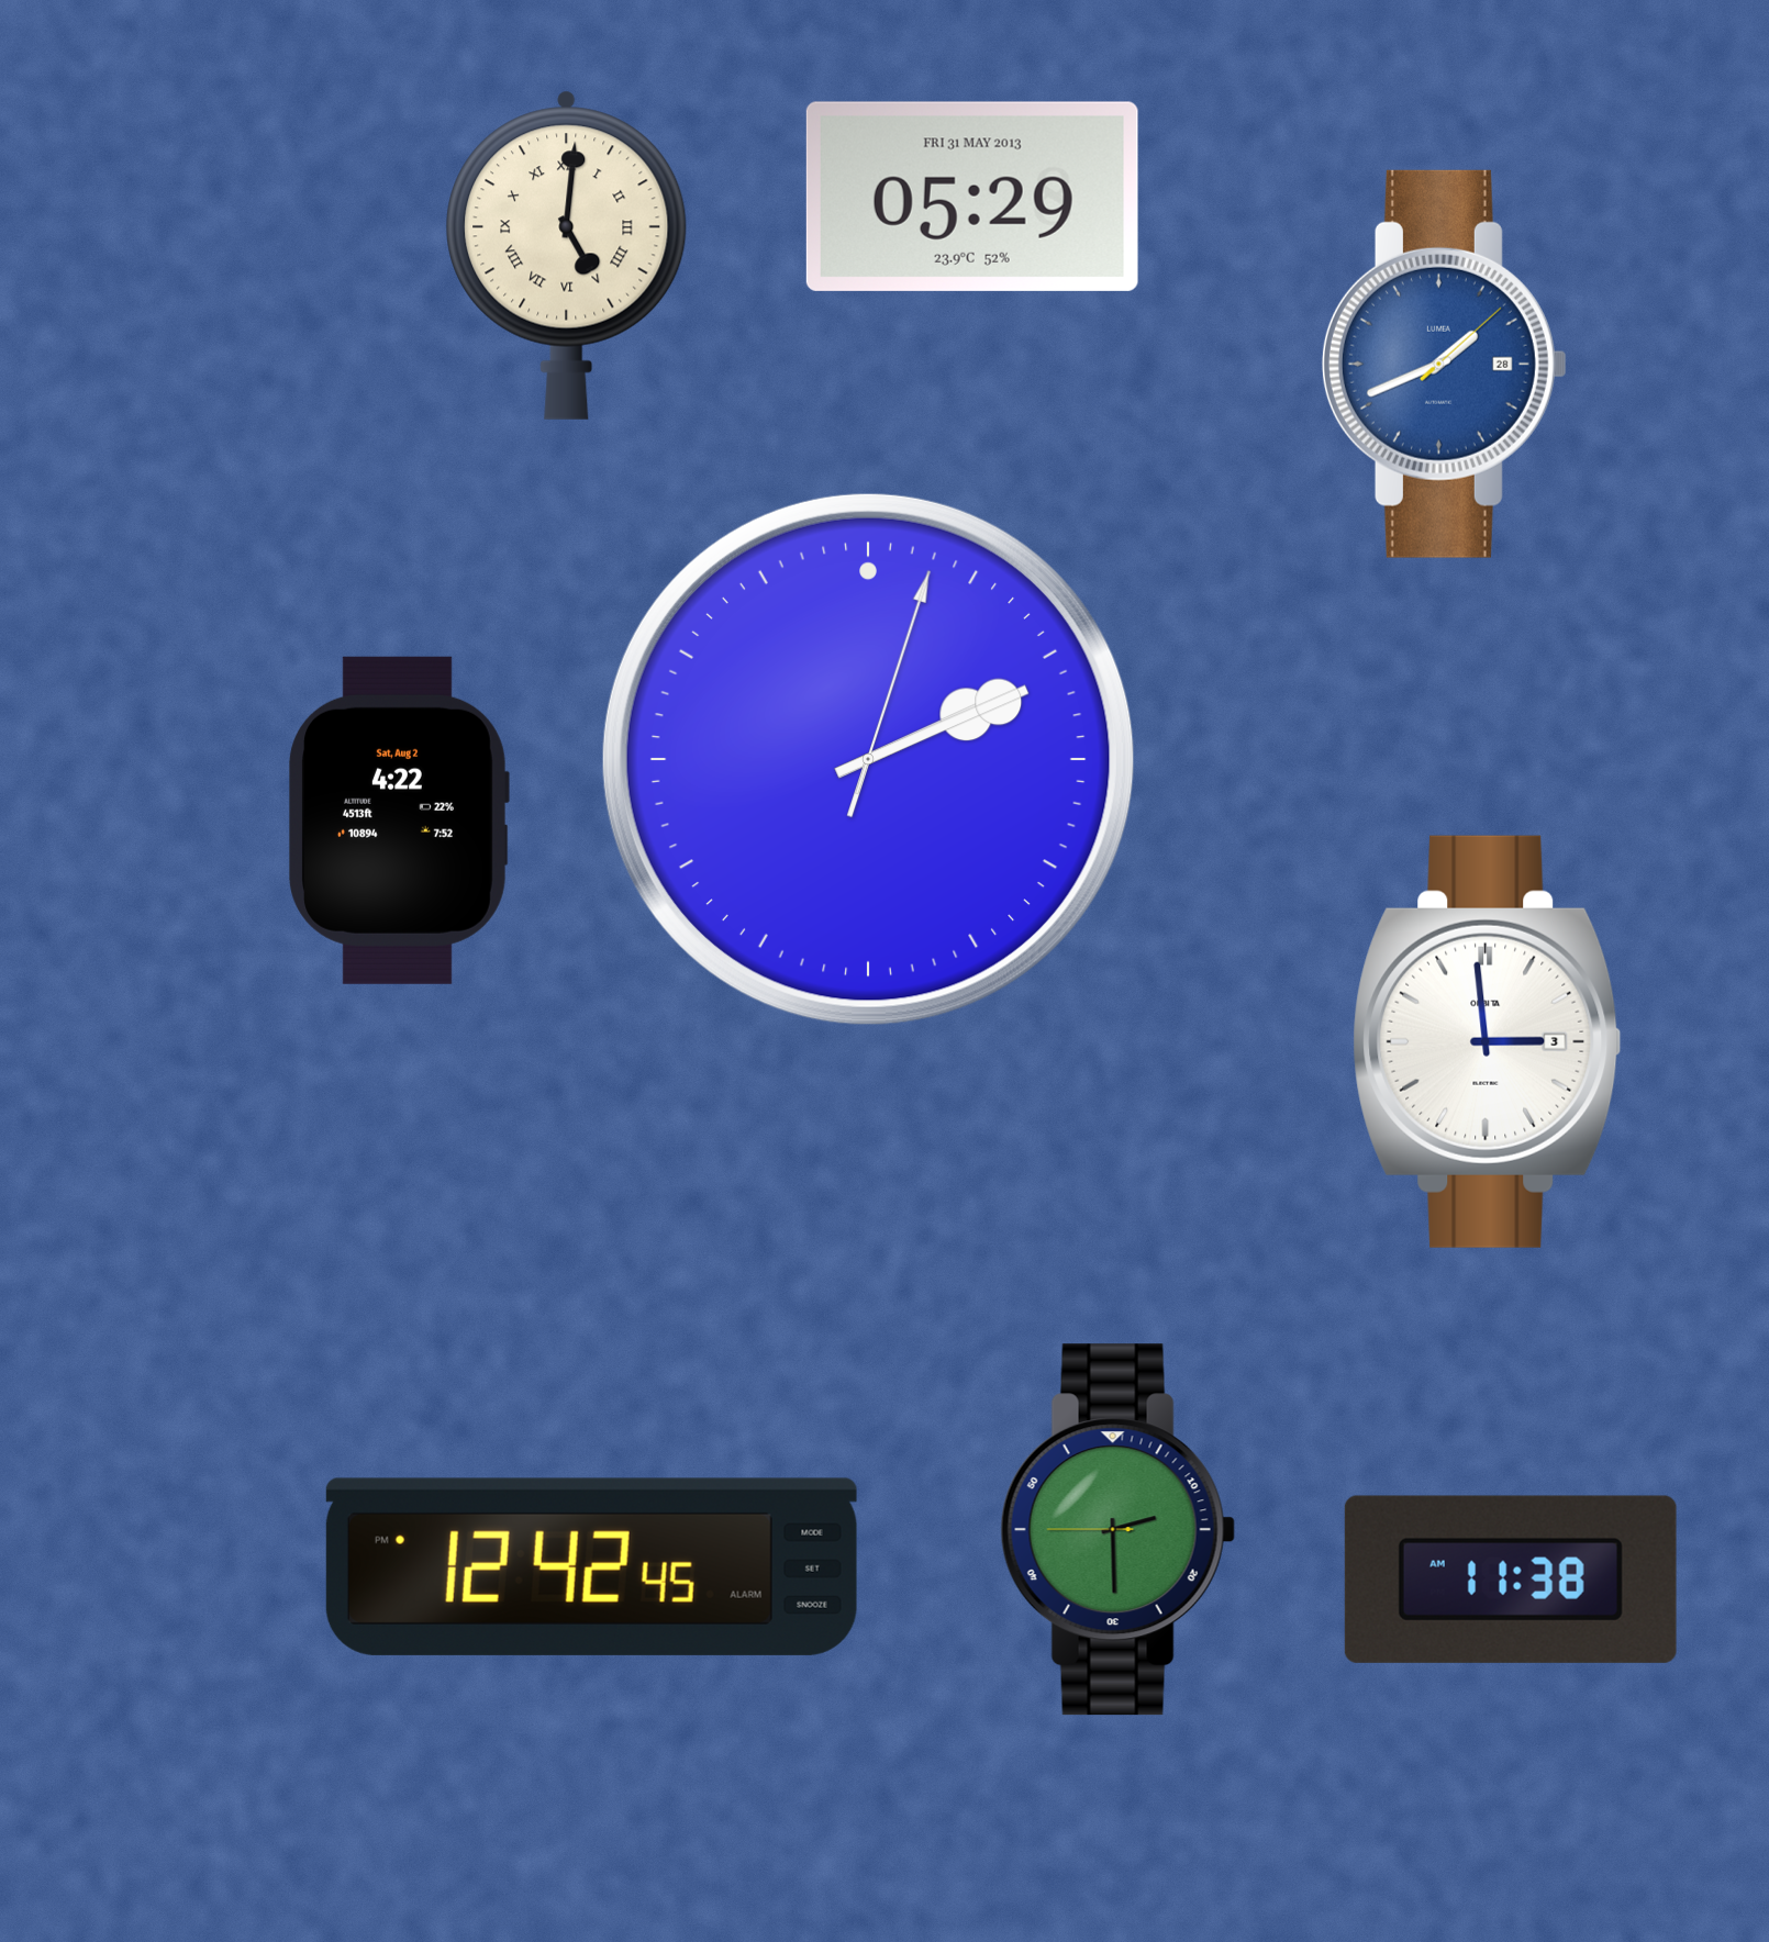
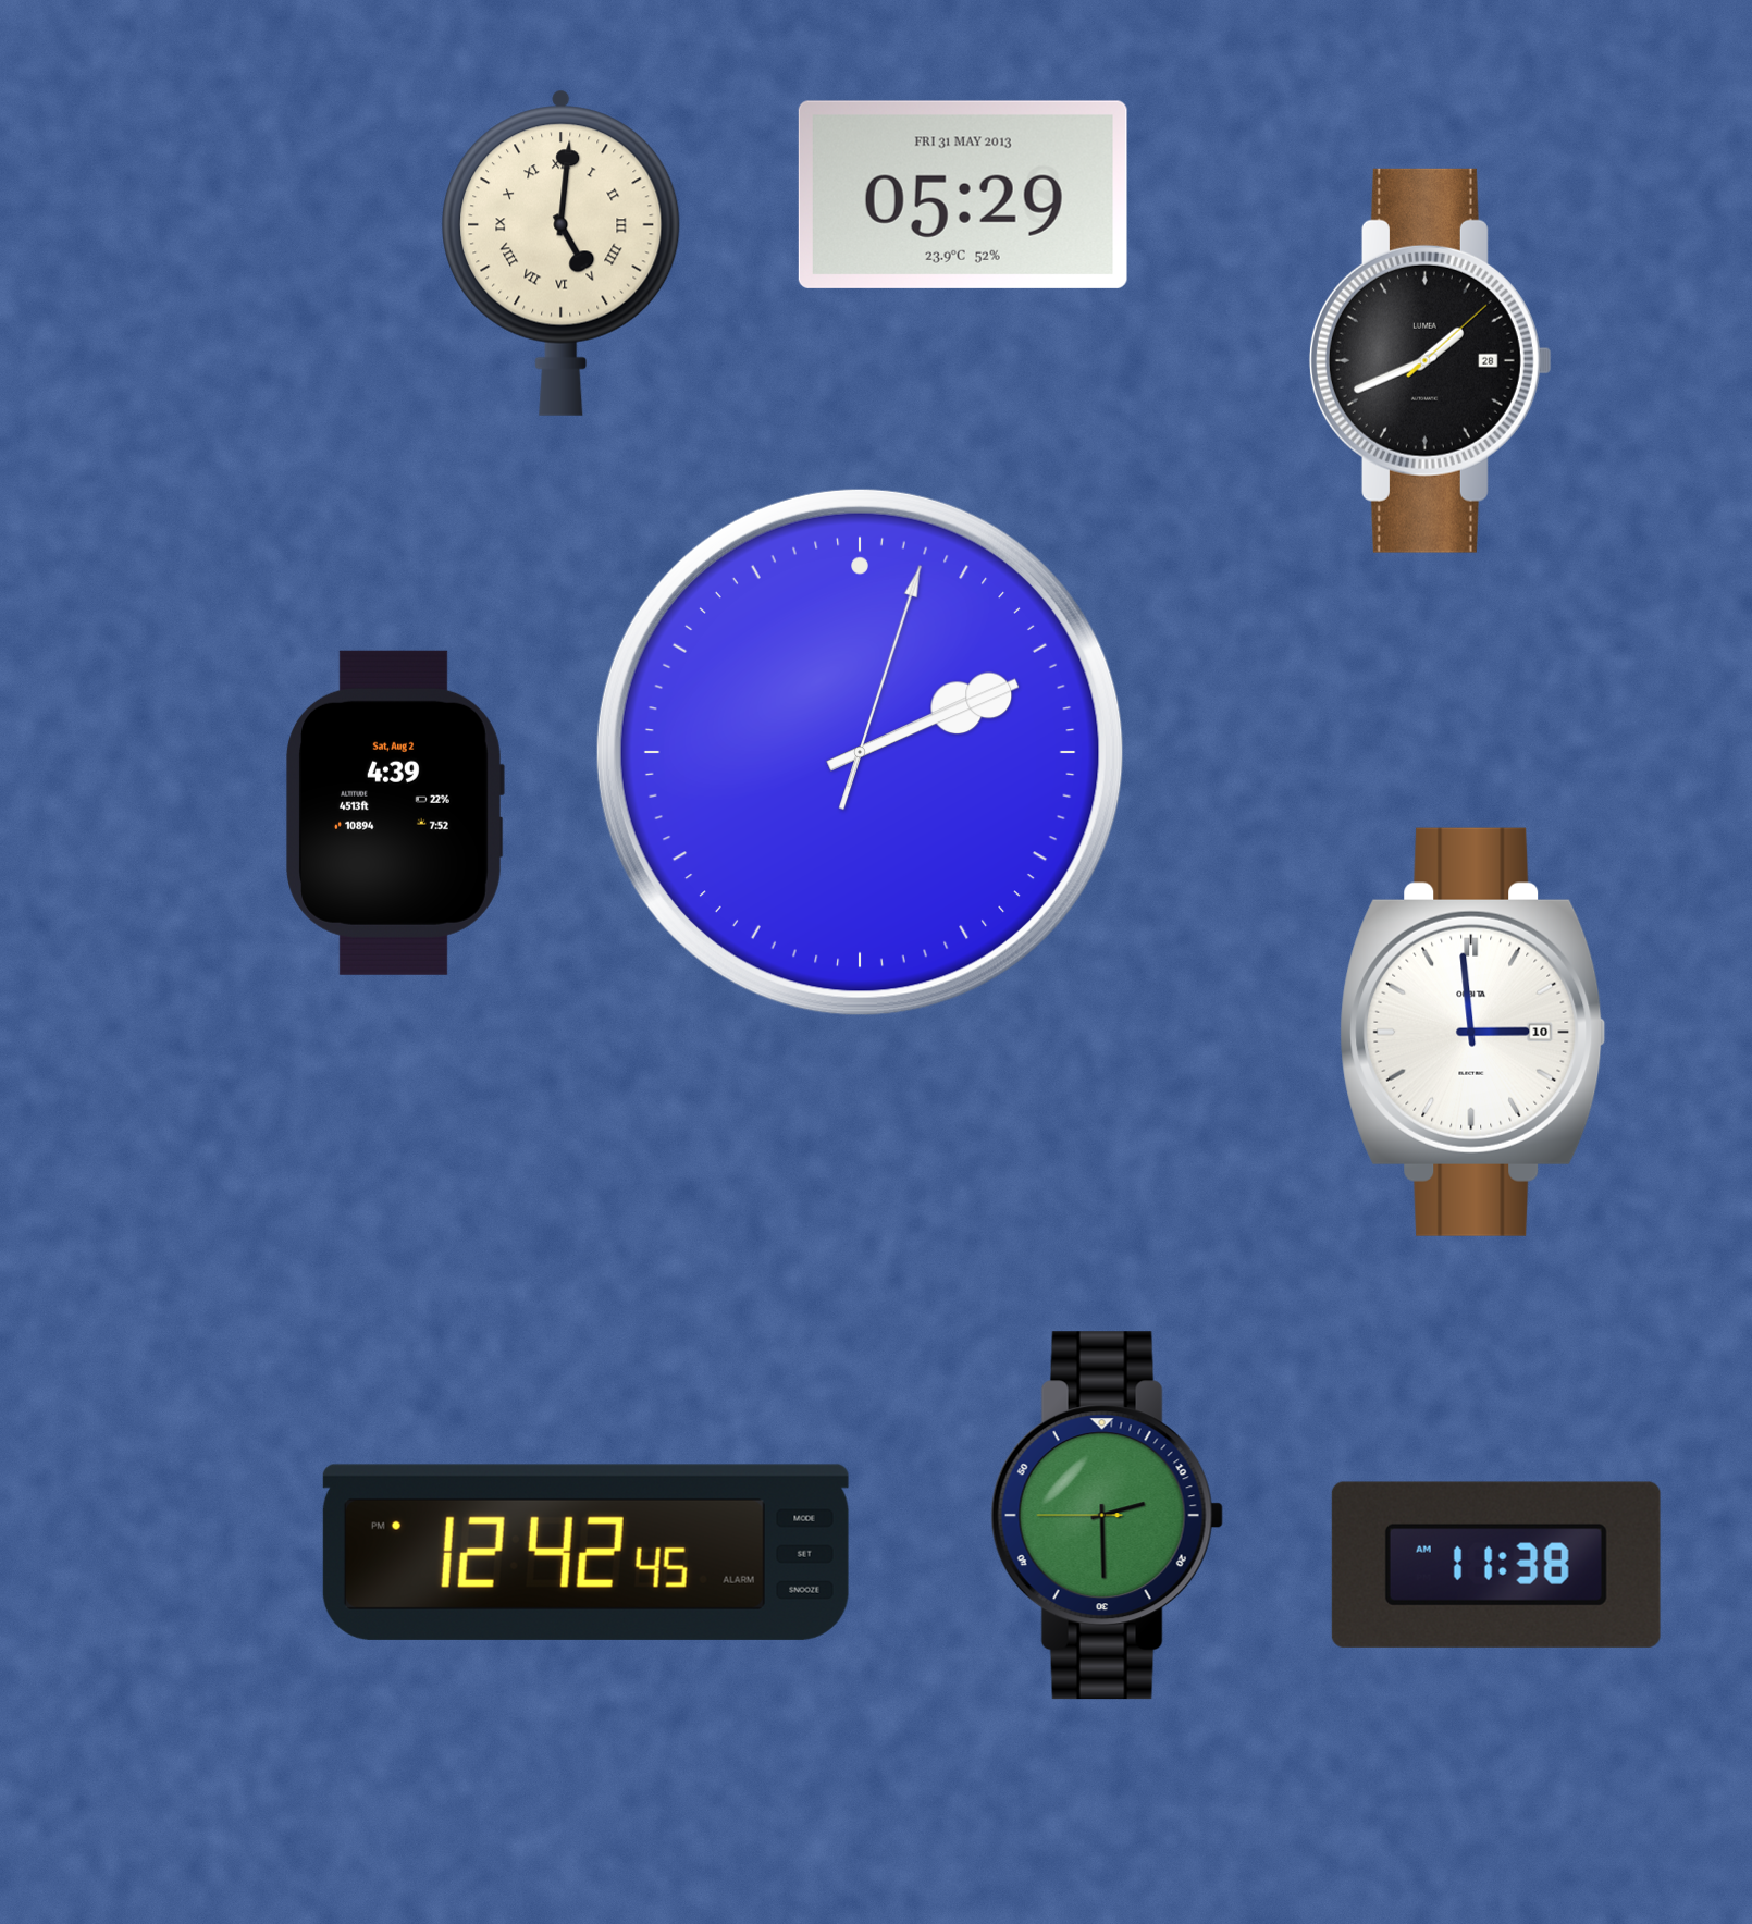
clock at (1444, 364) dial: blue -> black
clock at (399, 821): 4:22 -> 4:39
clock at (1488, 1041) date: 3 -> 10
